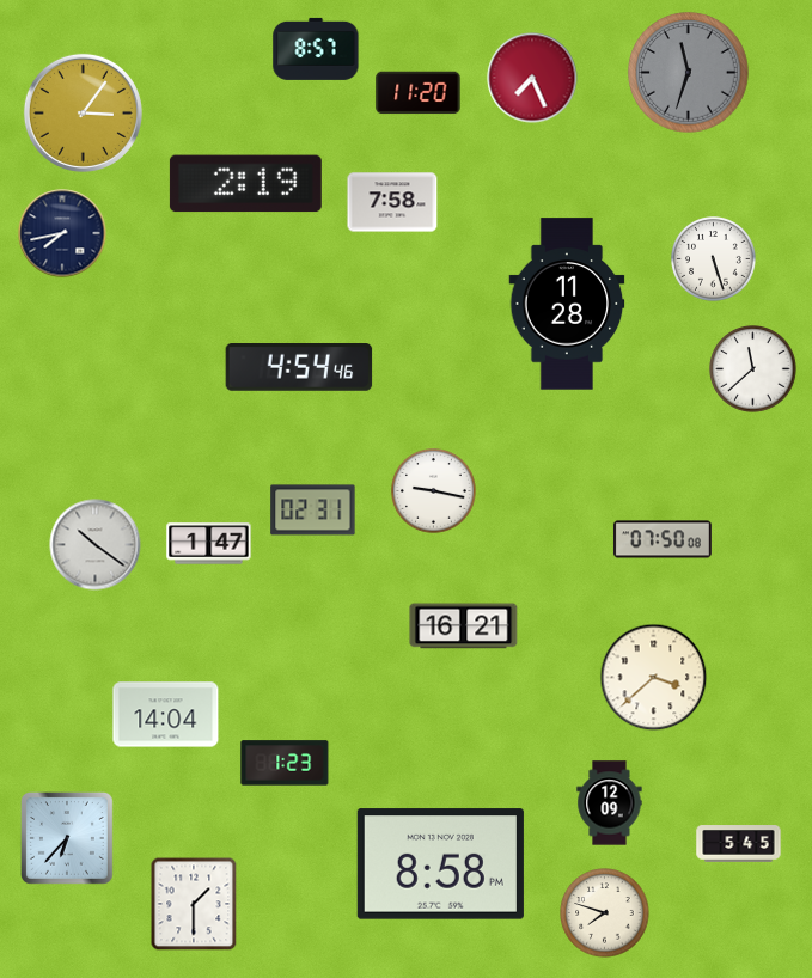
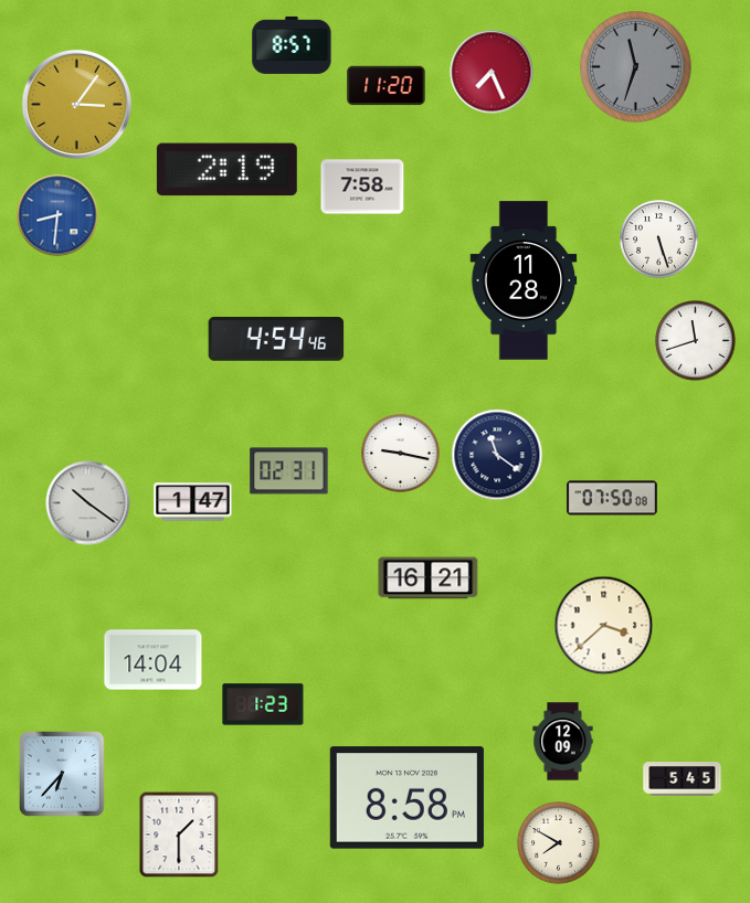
clock at (62, 233): 7:43 -> 8:31
clock at (62, 233) dial: navy -> blue
clock at (753, 369): 11:38 -> 11:42
clock at (497, 455): none -> 11:21
clock at (605, 913): 7:48 -> 7:50
